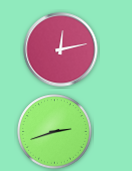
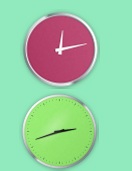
clock at (55, 132) position: (55, 132) -> (60, 132)
